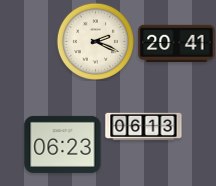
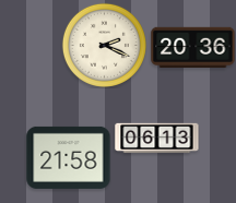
clock at (177, 43): 20:41 -> 20:36
clock at (63, 144): 06:23 -> 21:58
